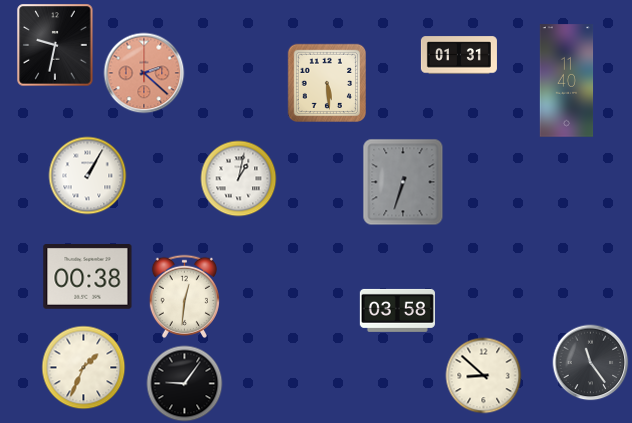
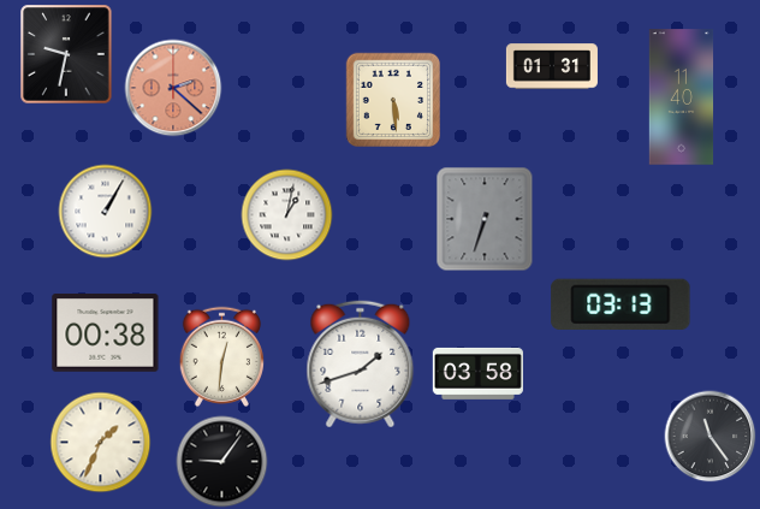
clock at (621, 304): none -> 03:13
clock at (361, 365): none -> 1:42
clock at (484, 376): 8:52 -> none
